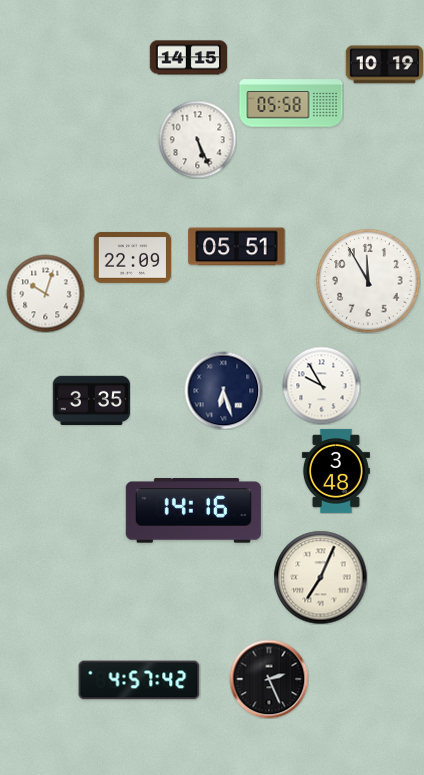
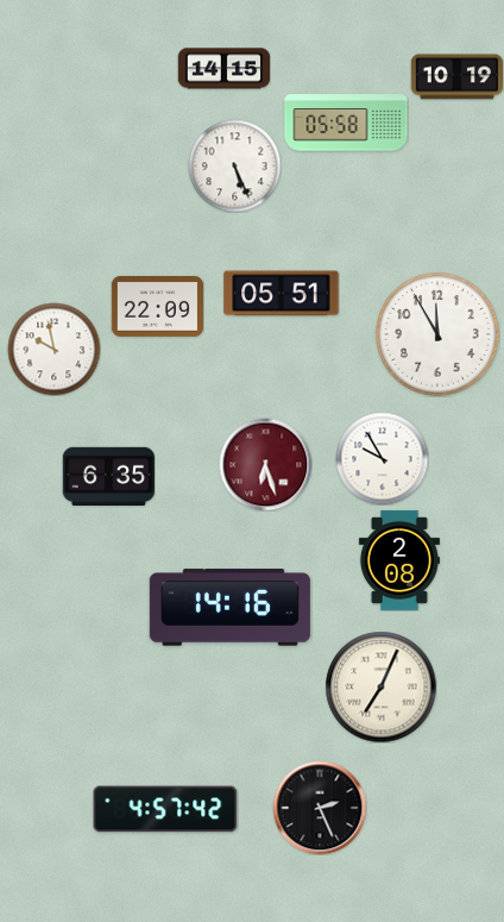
clock at (45, 293): 10:03 -> 9:58
clock at (223, 390) dial: navy -> burgundy
clock at (91, 400): 3:35 -> 6:35
clock at (336, 471): 3:48 -> 2:08
